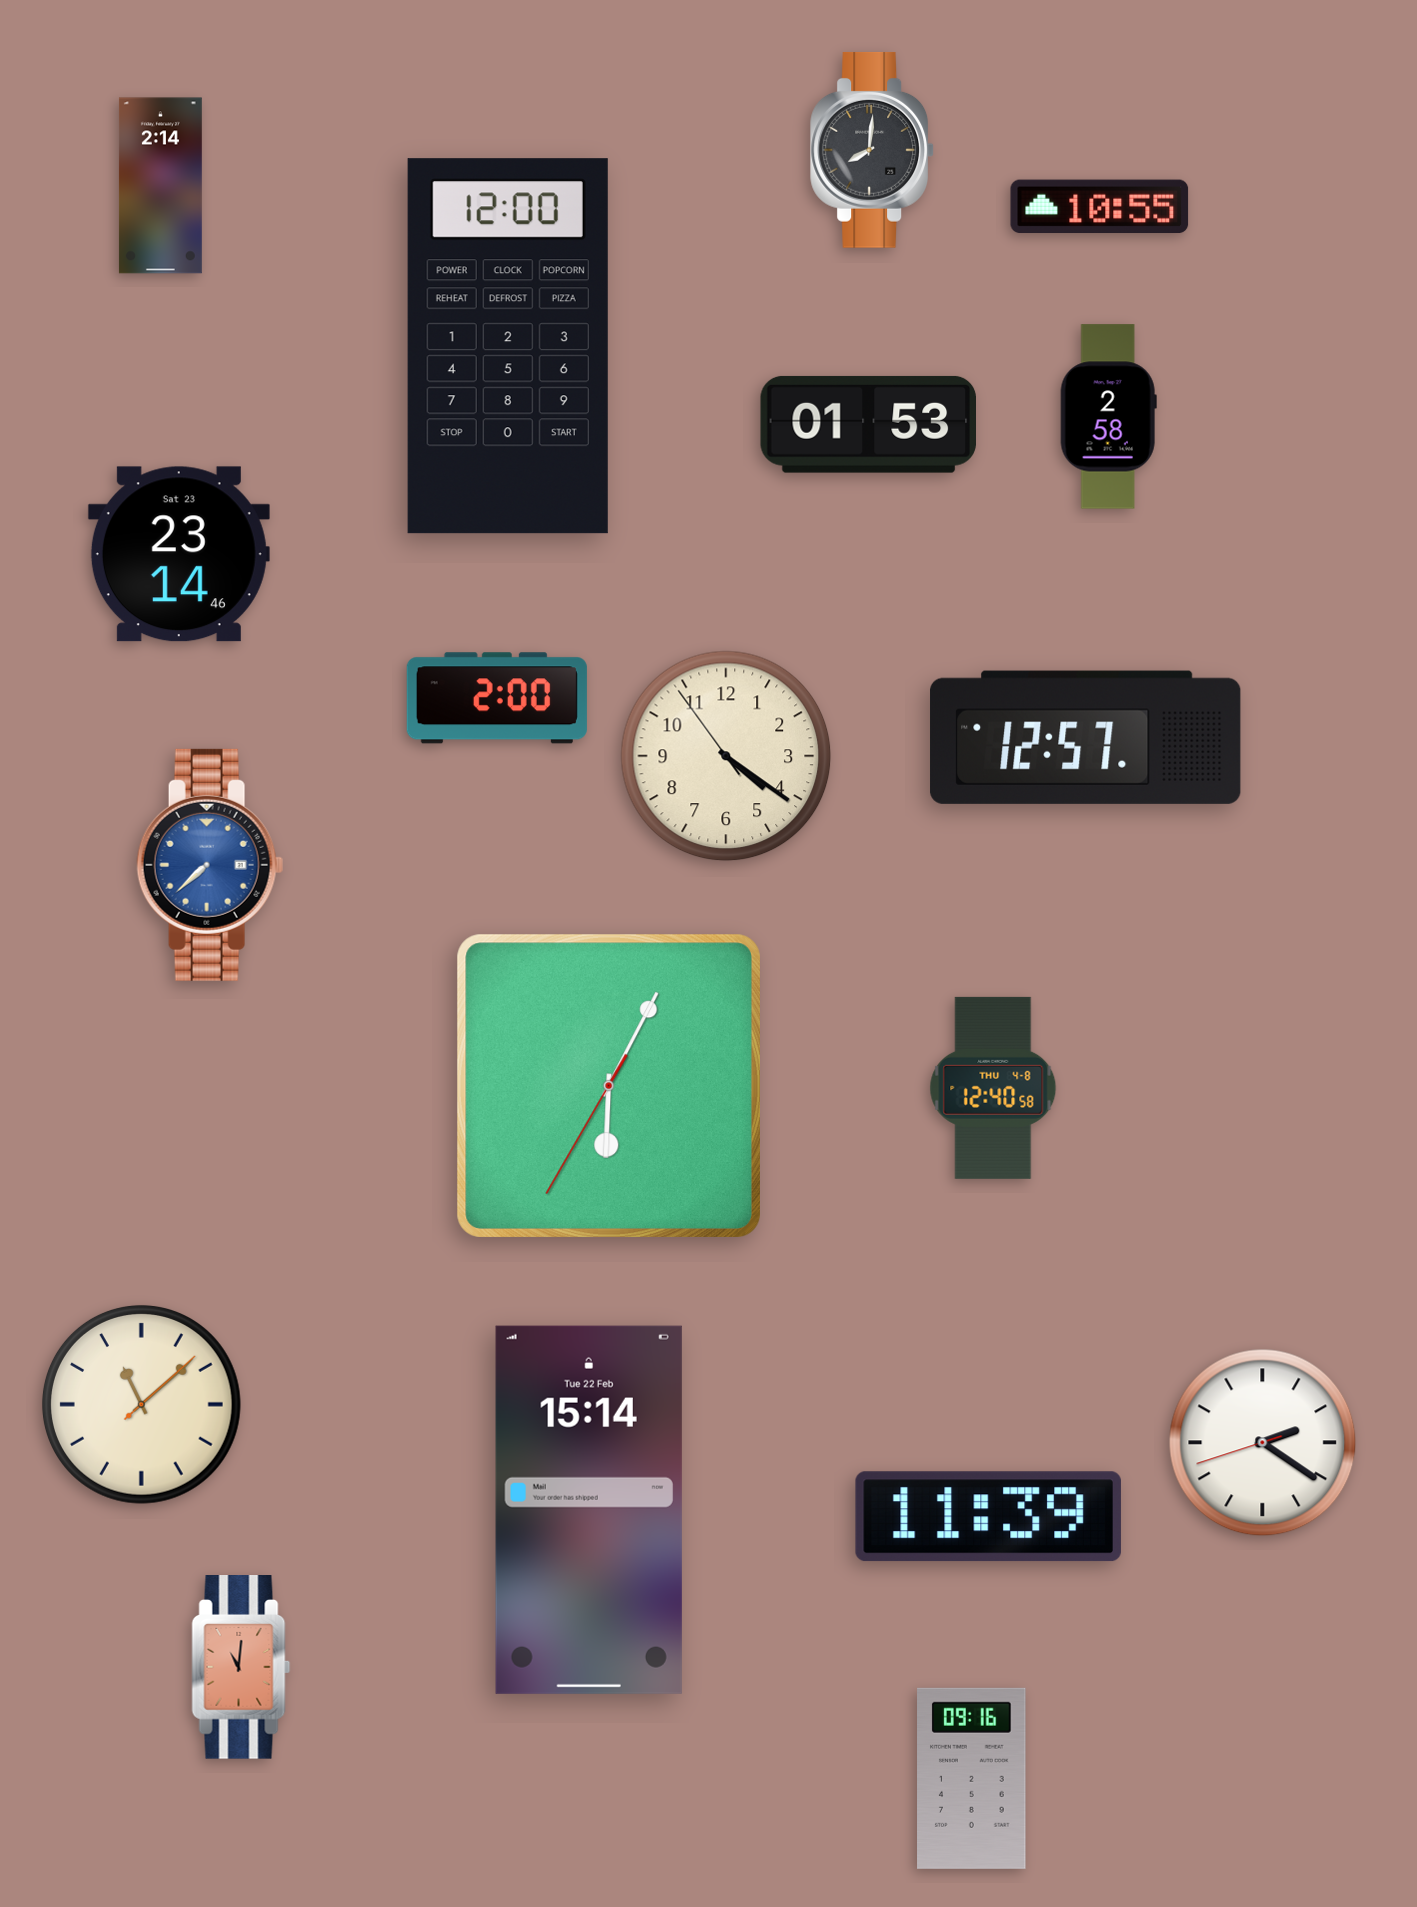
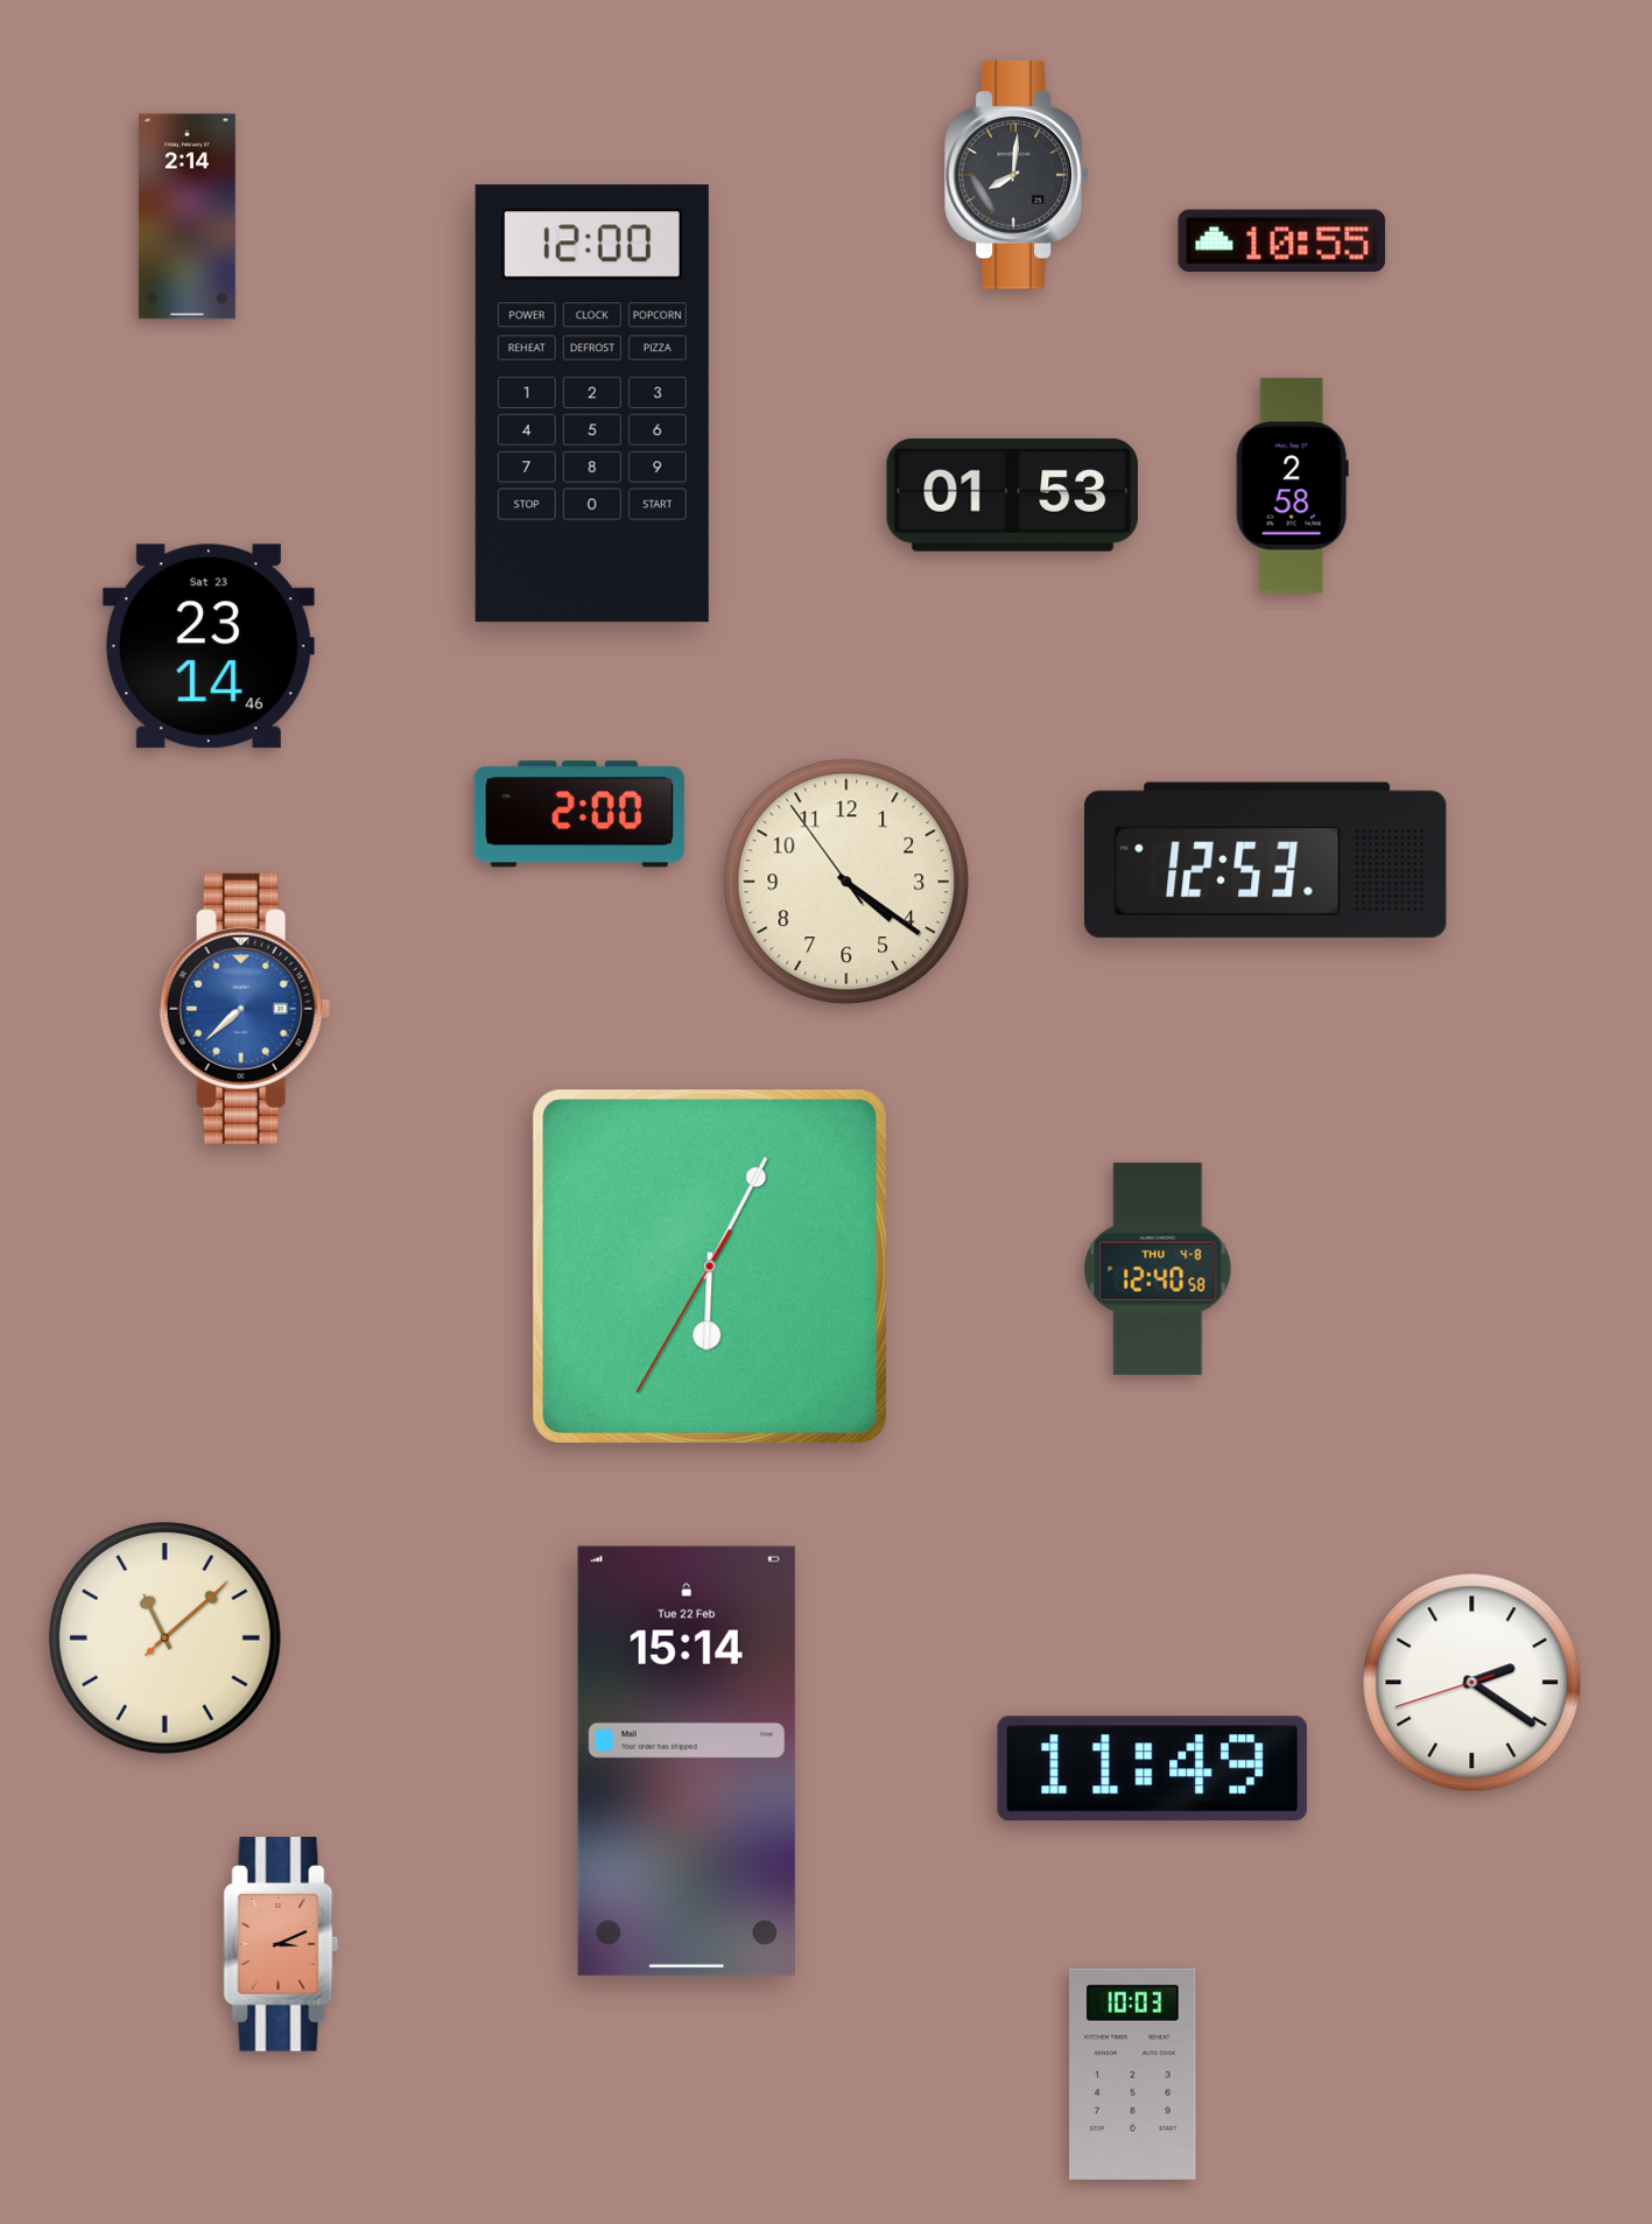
clock at (1086, 737): 12:57 -> 12:53
clock at (988, 1517): 11:39 -> 11:49
clock at (241, 1668): 11:01 -> 3:11
clock at (972, 1778): 09:16 -> 10:03
